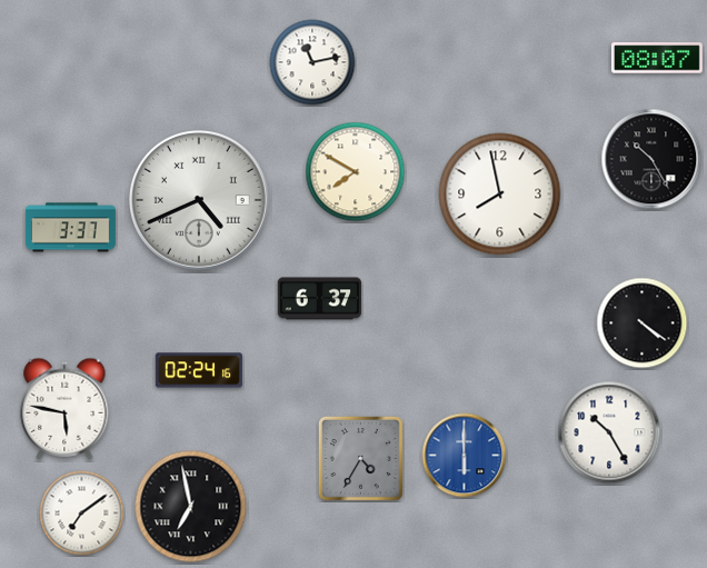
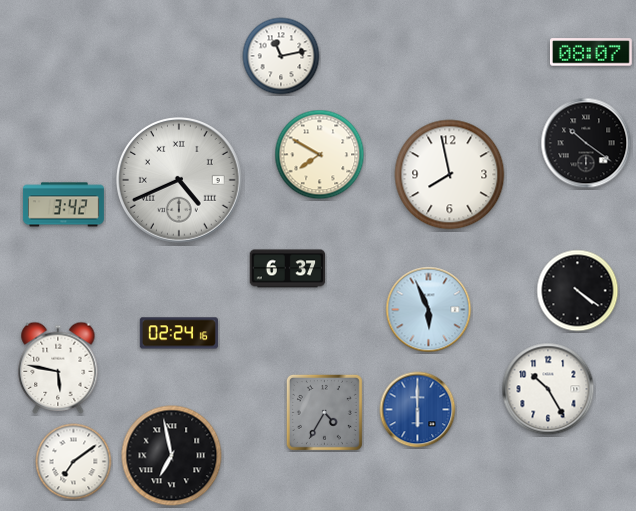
clock at (651, 159): 10:25 -> 10:21
clock at (70, 228): 3:37 -> 3:42
clock at (429, 310): none -> 5:56
